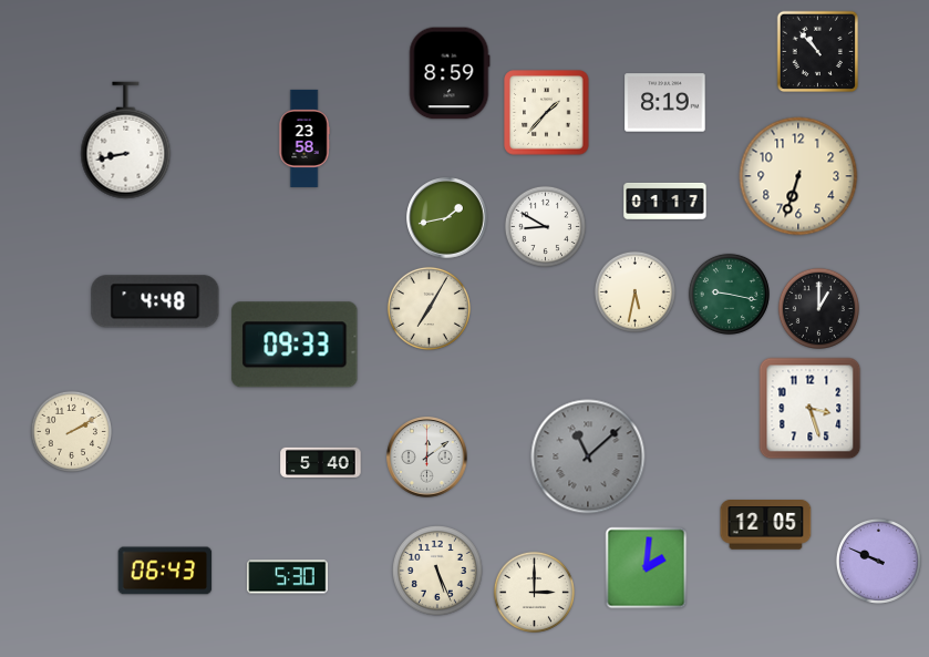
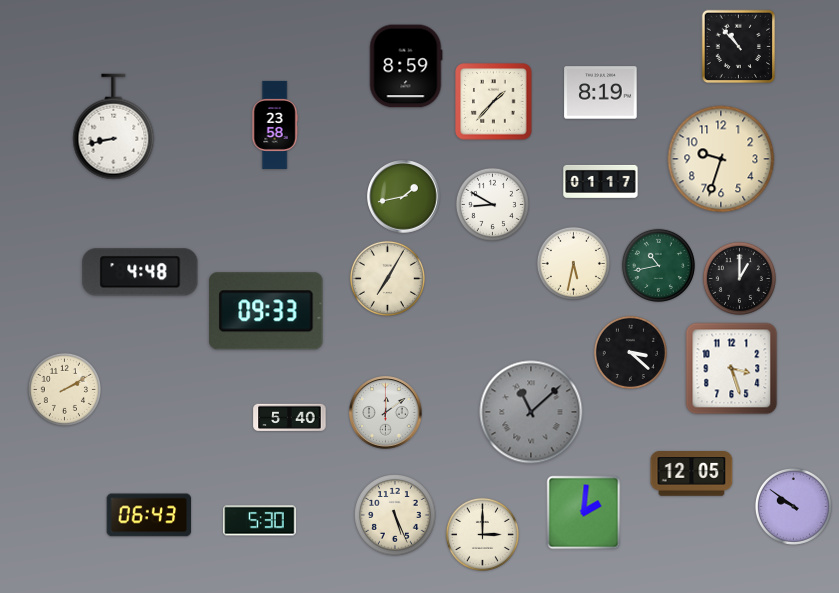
clock at (798, 176): 6:33 -> 9:33
clock at (729, 294): 9:17 -> 10:43
clock at (630, 352): none -> 3:22
clock at (878, 561): 9:49 -> 9:51
